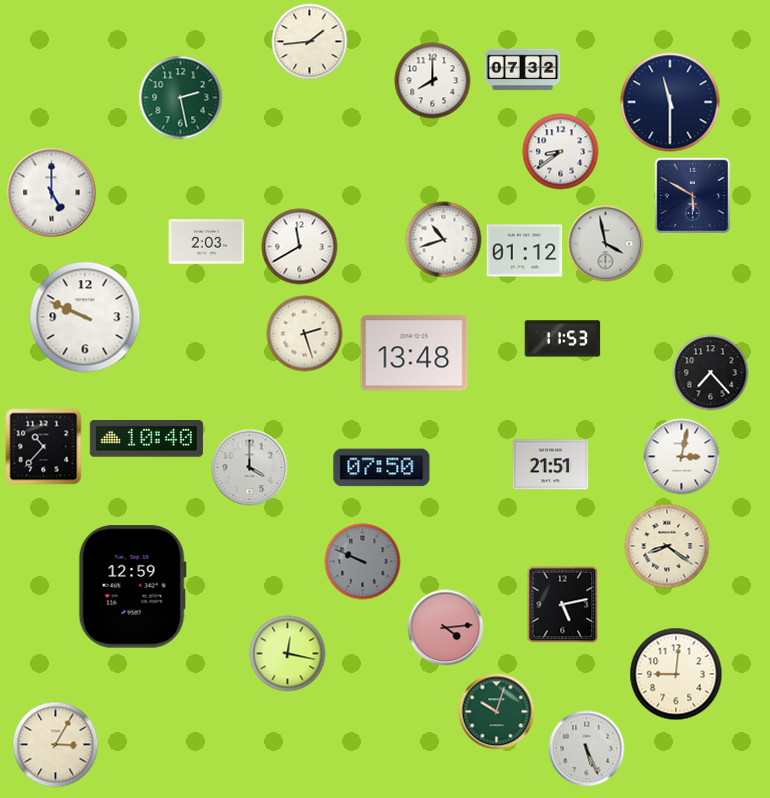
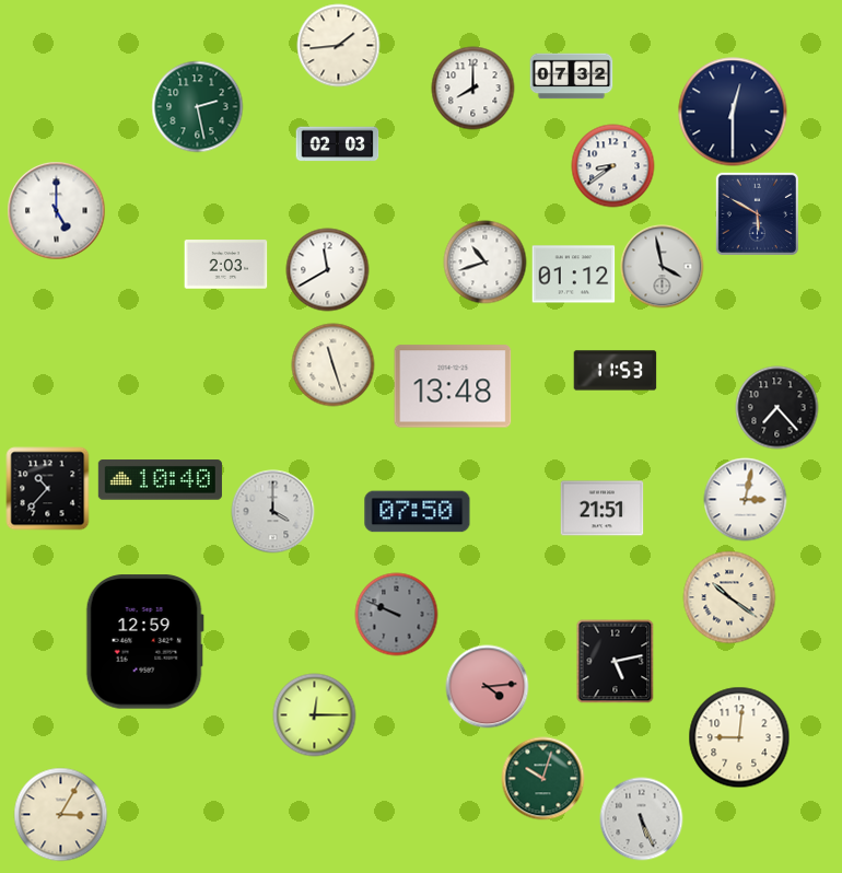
clock at (670, 102): 11:30 -> 12:30
clock at (338, 144): none -> 02:03
clock at (85, 317): 9:49 -> none
clock at (305, 334): 2:27 -> 11:27
clock at (667, 546): 8:21 -> 10:21
clock at (288, 654): 12:17 -> 12:15
